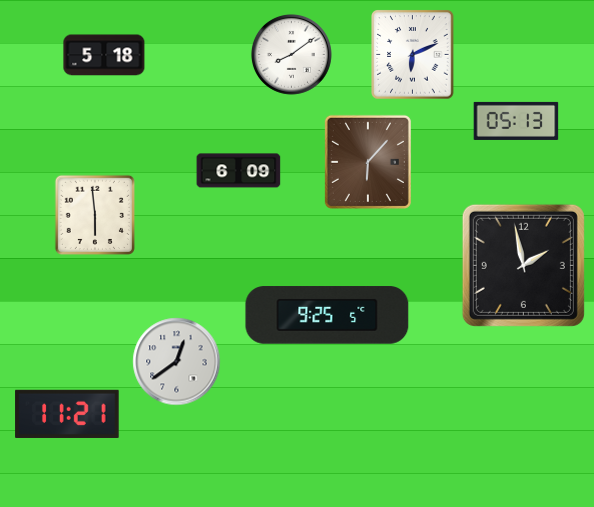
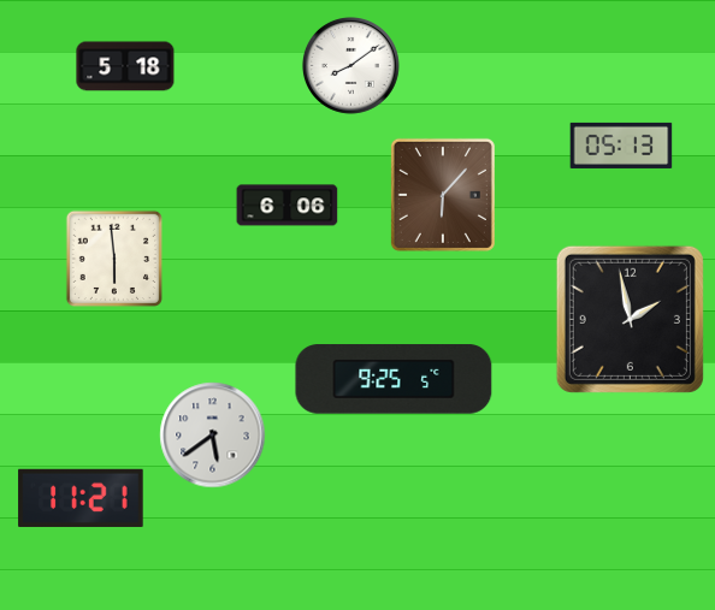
clock at (413, 55): 6:11 -> none
clock at (239, 171): 6:09 -> 6:06
clock at (177, 362): 12:39 -> 5:39
